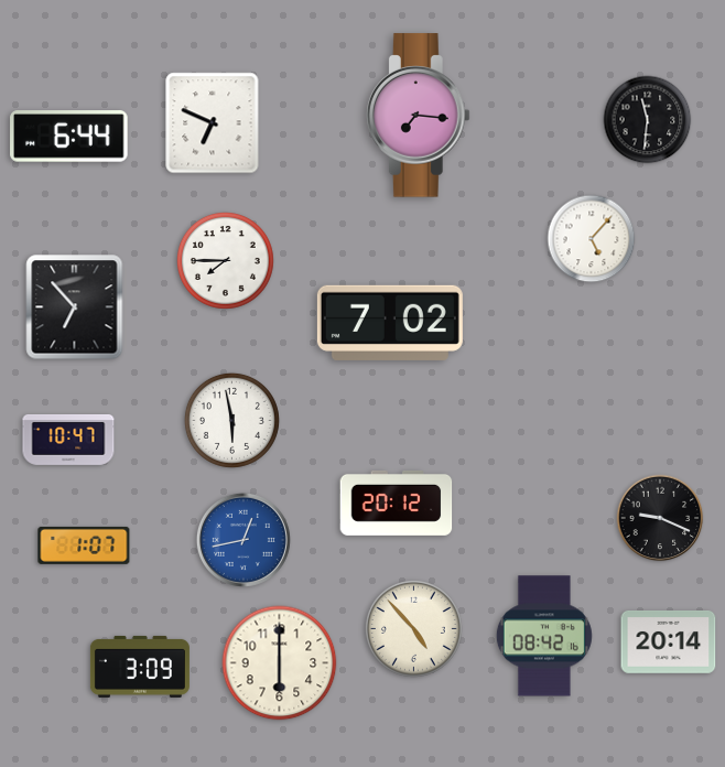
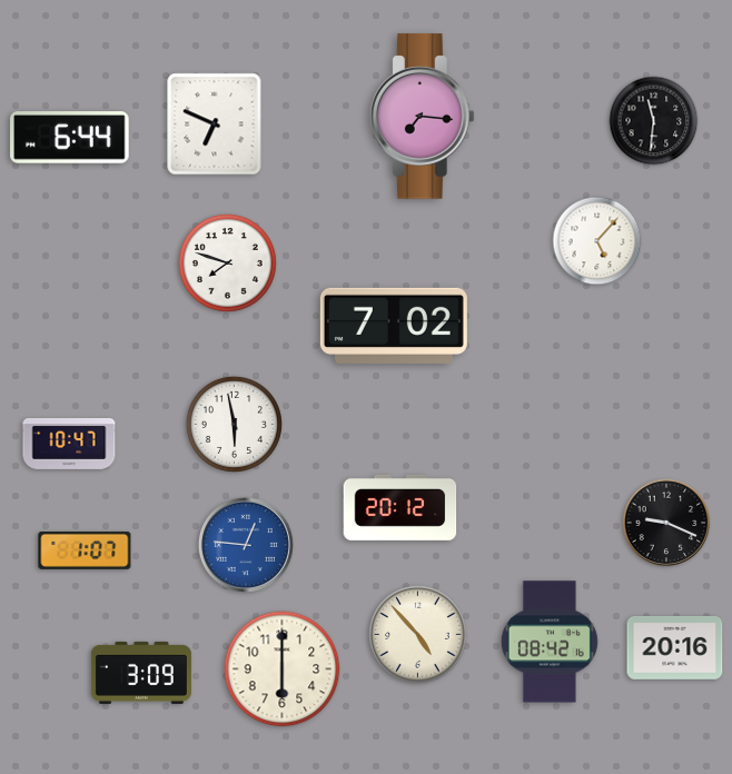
clock at (226, 261): 7:45 -> 7:48
clock at (75, 307): 6:53 -> none
clock at (244, 540): 12:43 -> 12:46
clock at (669, 642): 20:14 -> 20:16
